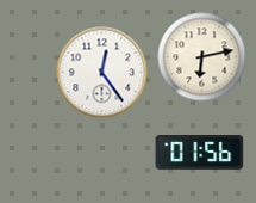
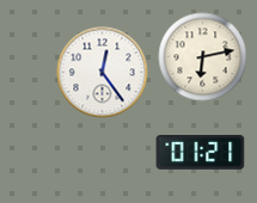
clock at (200, 153): 01:56 -> 01:21
